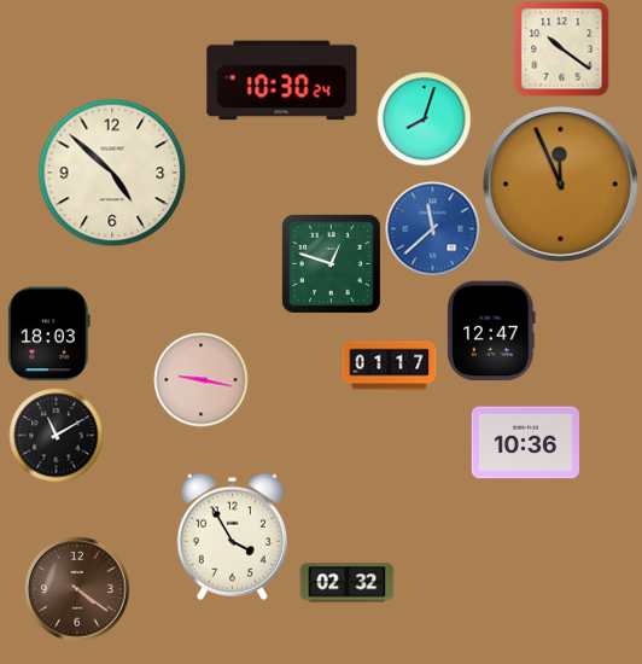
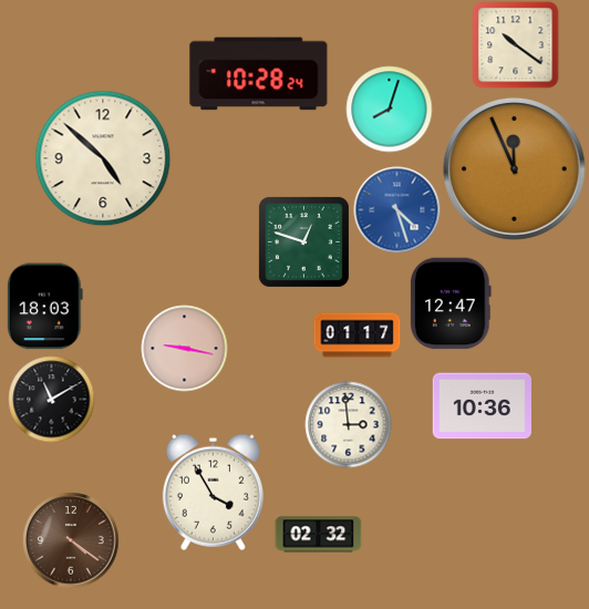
clock at (282, 81): 10:30 -> 10:28
clock at (432, 228): 11:38 -> 4:27
clock at (348, 424): none -> 2:59
